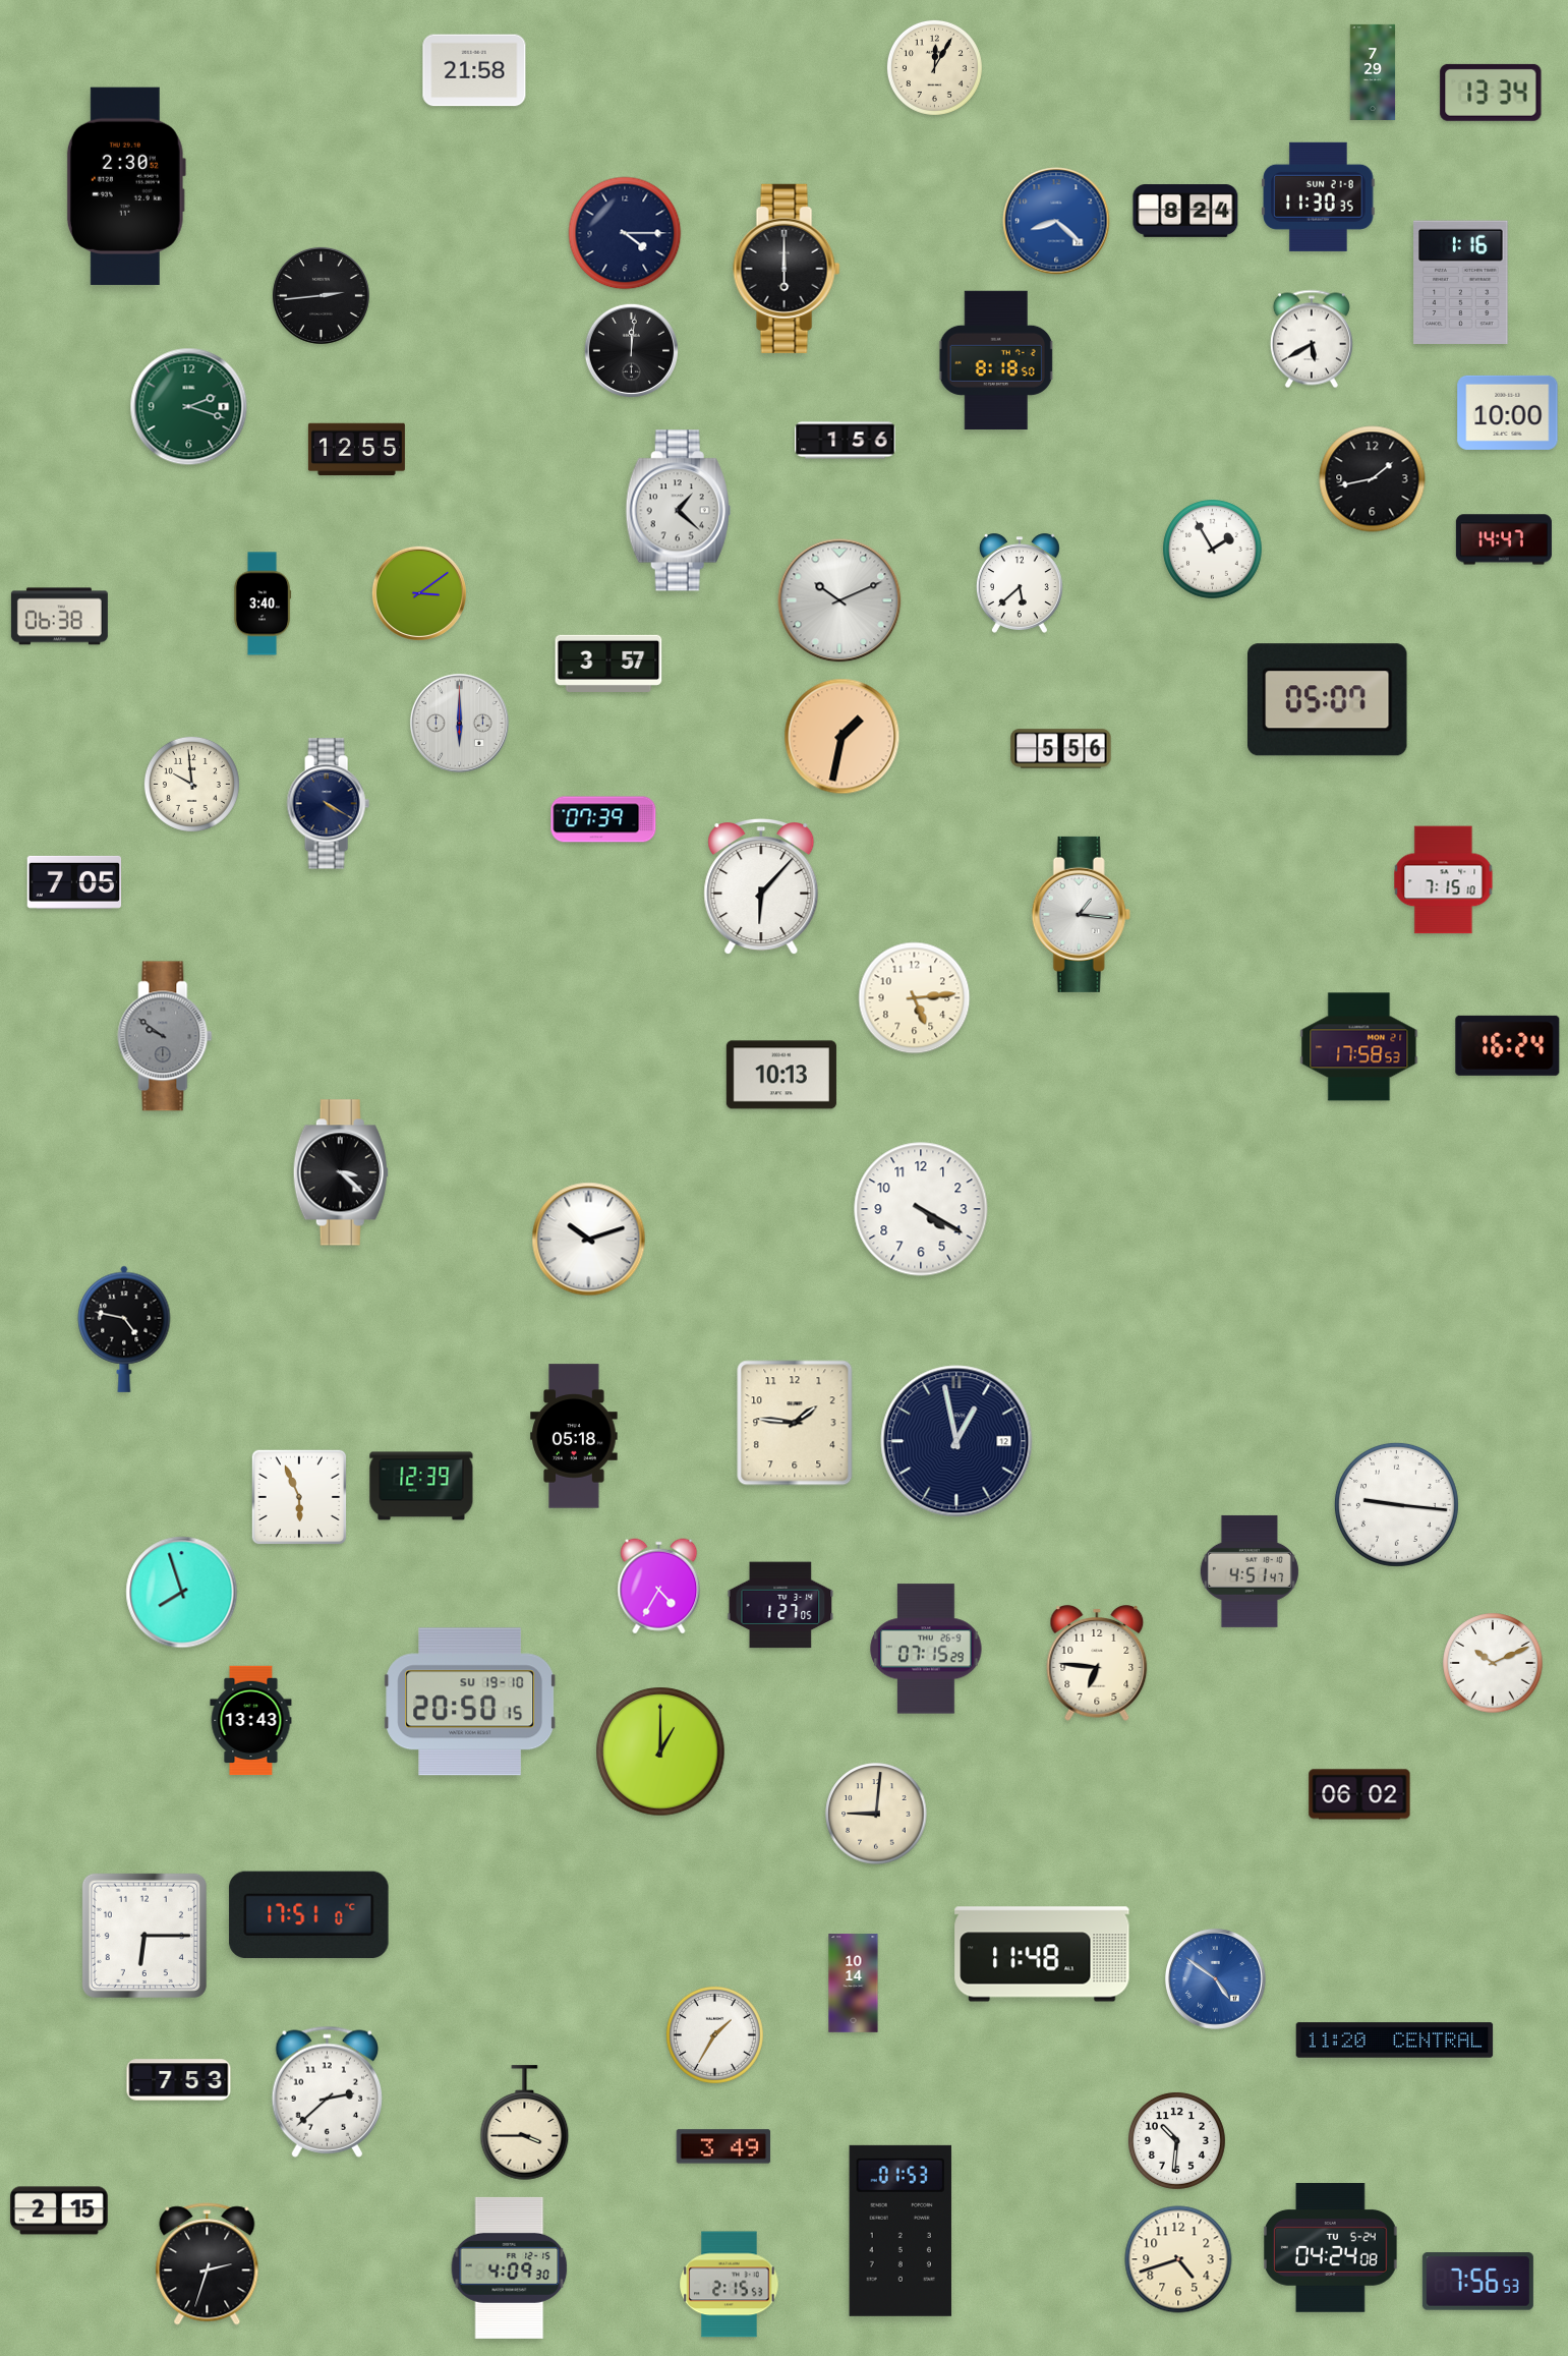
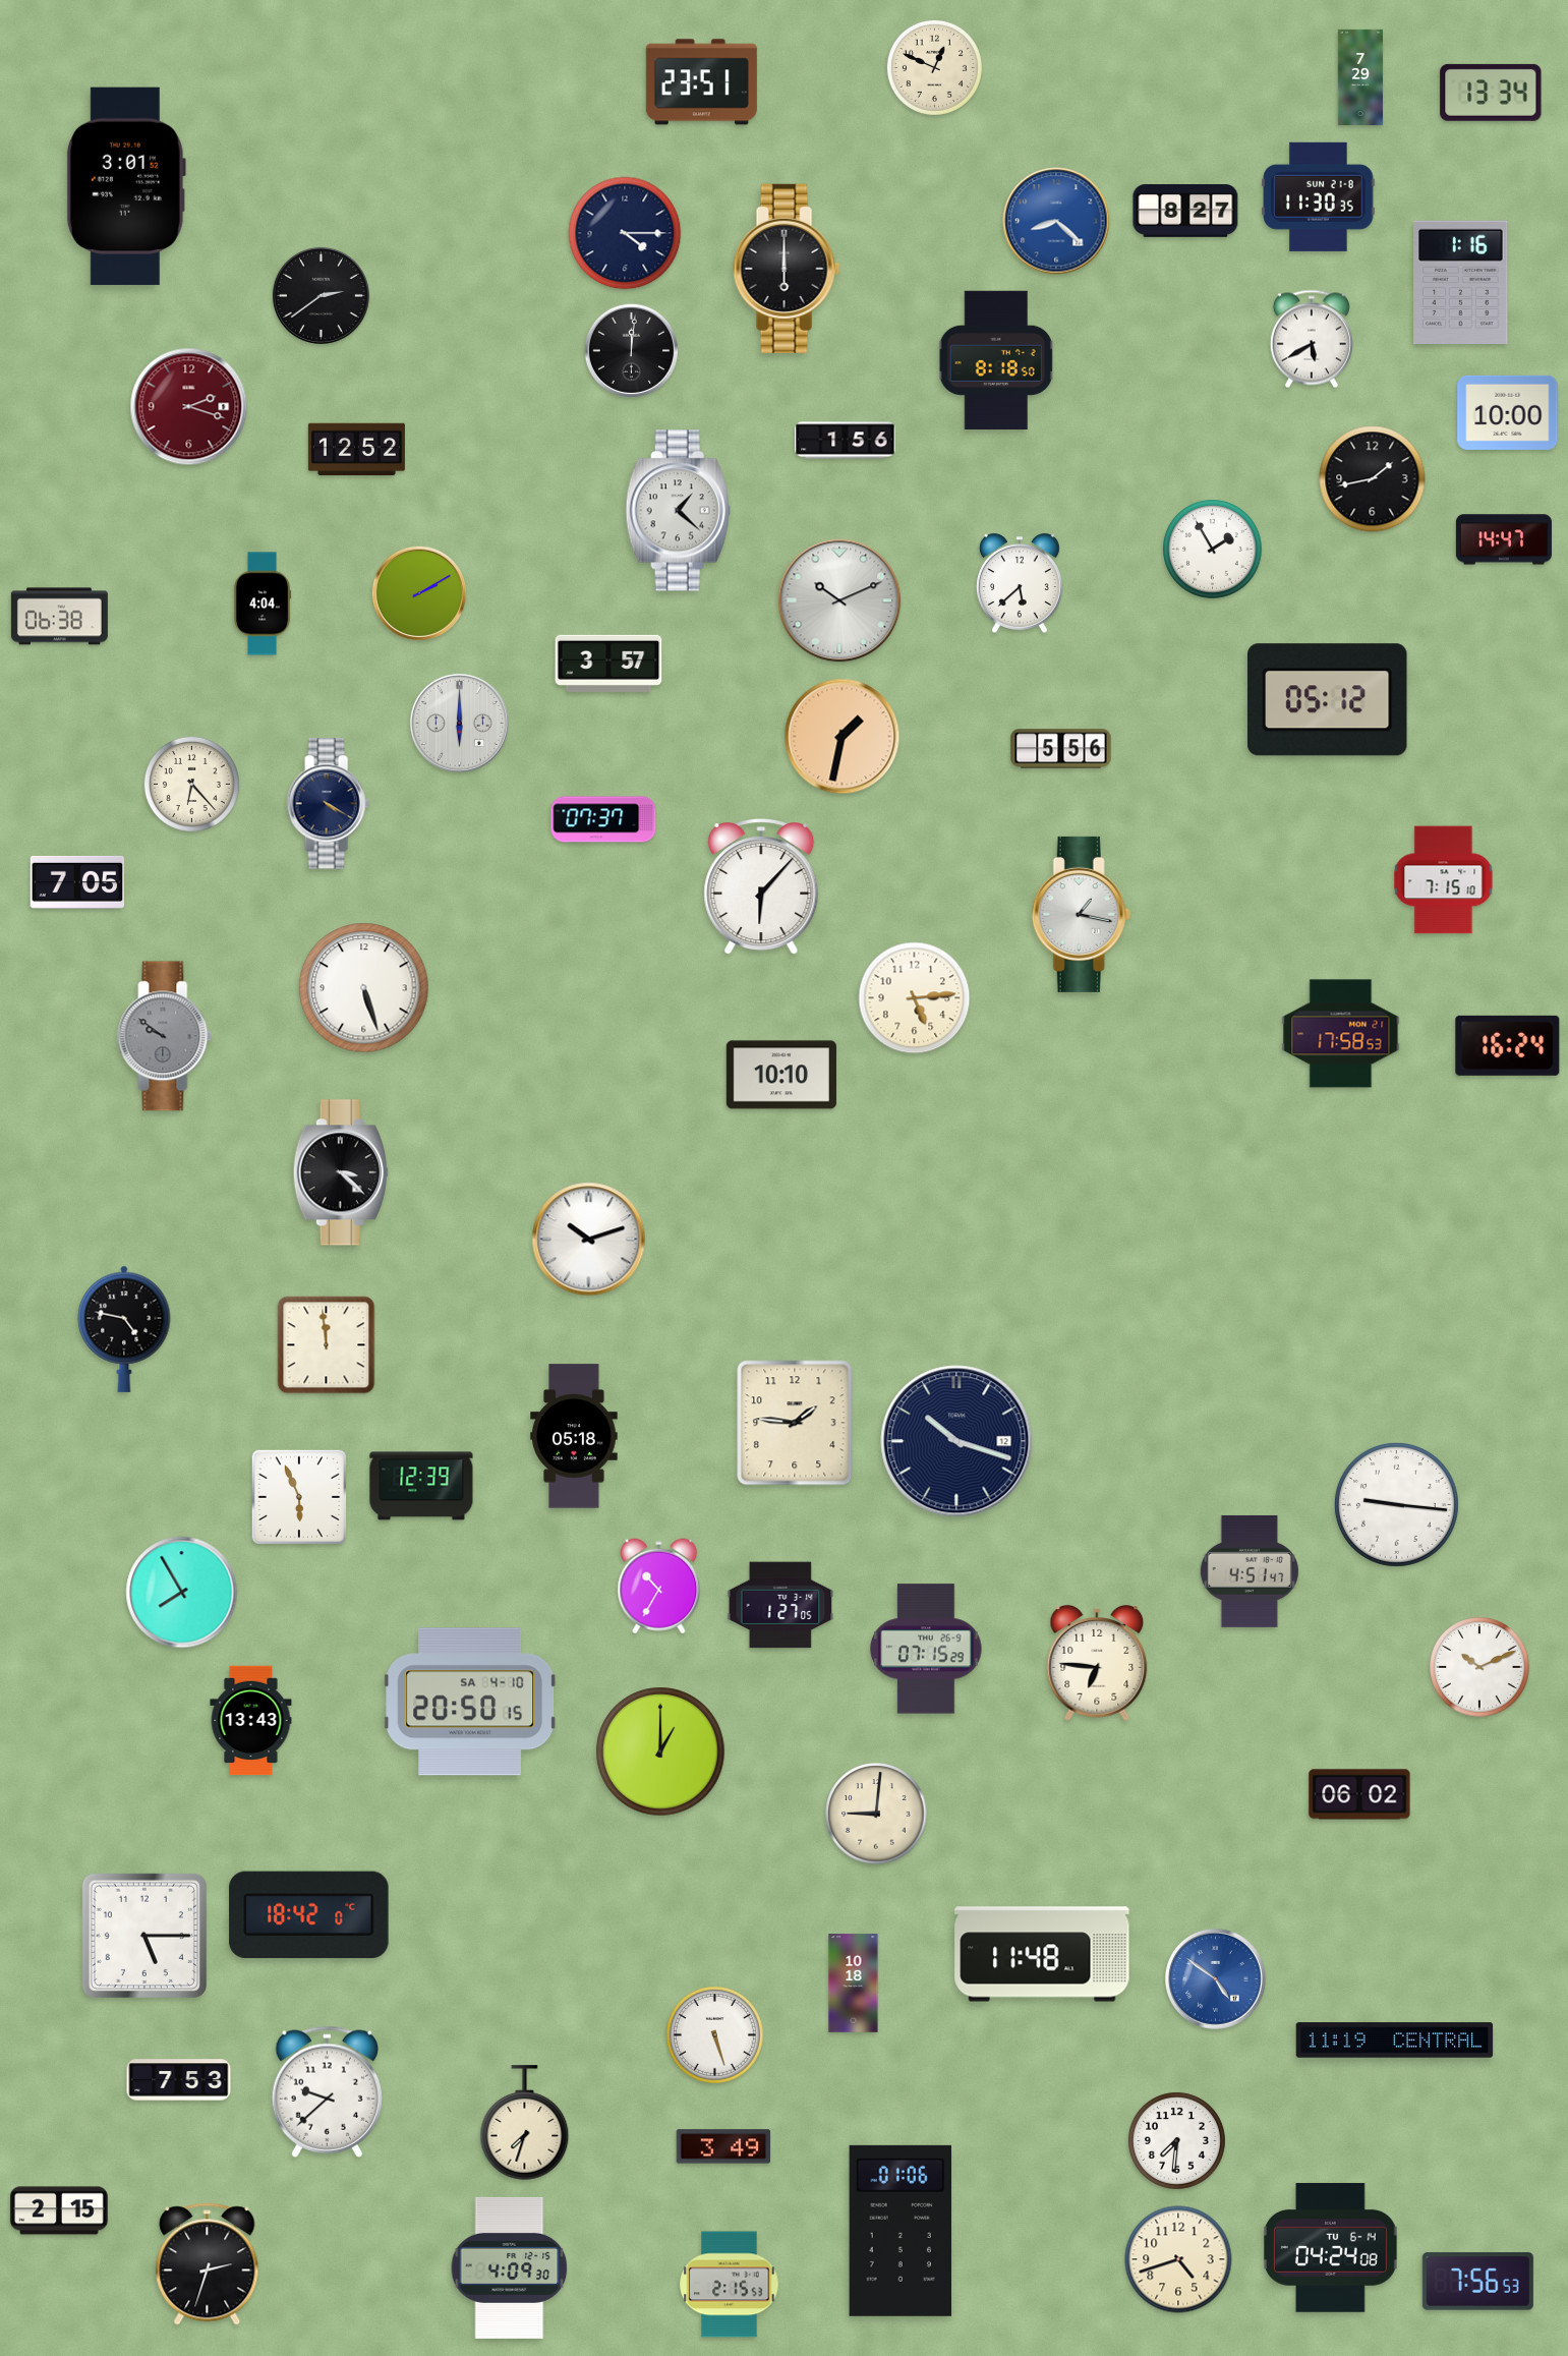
clock at (934, 67): 12:05 -> 12:49
clock at (474, 70): 21:58 -> none
clock at (1373, 72) position: (1373, 72) -> (1360, 77)
clock at (701, 82): none -> 23:51
clock at (126, 186): 2:30 -> 3:01
clock at (1185, 212): 8:24 -> 8:27
clock at (321, 295): 2:44 -> 2:39
clock at (189, 407) dial: green -> burgundy
clock at (356, 450): 12:55 -> 12:52
clock at (419, 593): 3:09 -> 2:10
clock at (263, 604): 3:40 -> 4:04
clock at (1328, 700): 05:07 -> 05:12
clock at (191, 784): 9:59 -> 6:23
clock at (603, 819): 07:39 -> 07:37
clock at (74, 882) position: (74, 882) -> (77, 882)
clock at (1081, 914): 1:16 -> 1:17
clock at (364, 988): none -> 5:27
clock at (1359, 1047) position: (1359, 1047) -> (1341, 1034)
clock at (781, 1075): 10:13 -> 10:10
clock at (921, 1209): 4:20 -> none
clock at (327, 1345): none -> 11:59
clock at (956, 1441): 12:58 -> 10:18
clock at (659, 1587): 4:35 -> 10:35
clock at (182, 1593): 7:57 -> 7:55
clock at (1493, 1663) position: (1493, 1663) -> (1479, 1667)
clock at (470, 1702) date: SU 19-10 -> SA 4-10
clock at (309, 1914): 17:51 -> 18:42
clock at (144, 1936): 6:15 -> 5:15
clock at (854, 1984): 10:14 -> 10:18
clock at (714, 2034): 1:35 -> 5:27
clock at (1395, 2041): 11:20 -> 11:19
clock at (327, 2091): 2:38 -> 9:38
clock at (525, 2123): 3:45 -> 7:33
clock at (1176, 2140): 10:31 -> 7:31
clock at (901, 2231): 01:53 -> 01:06
clock at (1331, 2247) date: TU 5-24 -> TU 6-14
